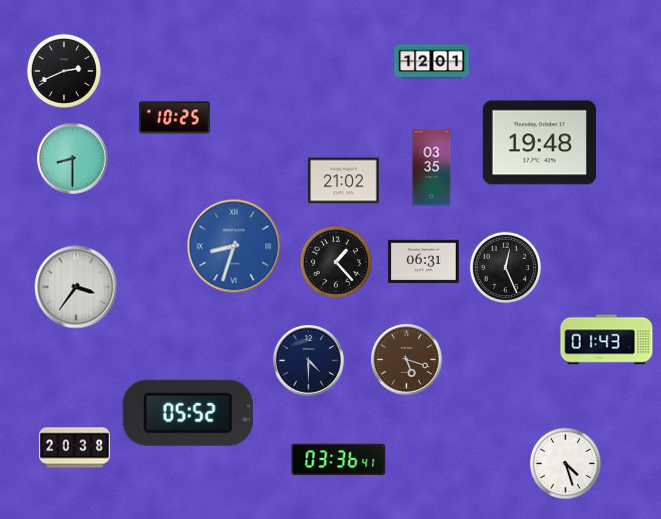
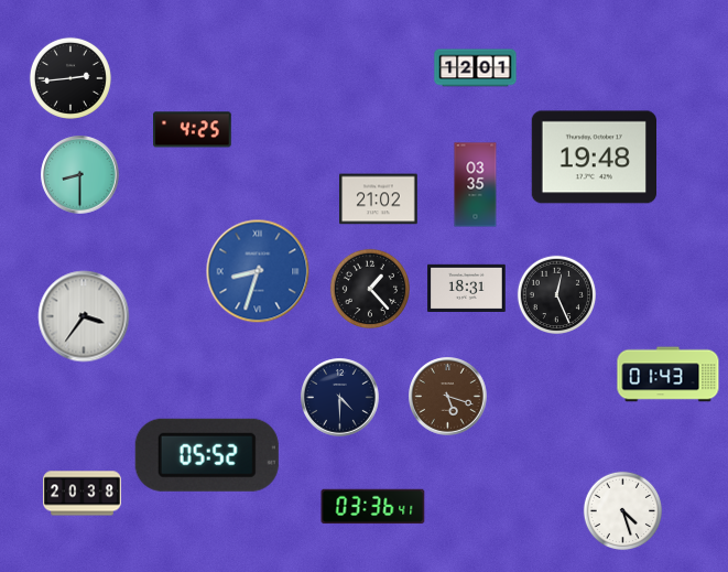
clock at (64, 71): 2:41 -> 2:44
clock at (175, 118): 10:25 -> 4:25
clock at (424, 261): 06:31 -> 18:31
